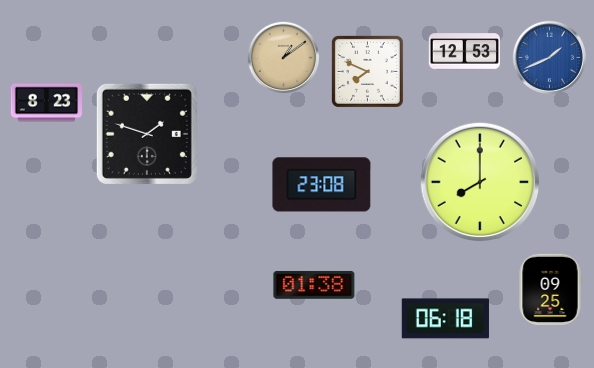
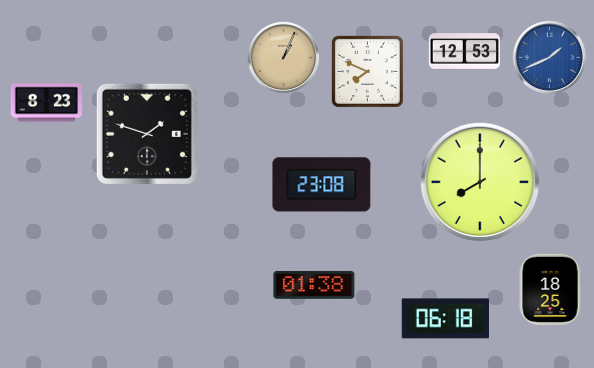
clock at (284, 58): 1:09 -> 1:04
clock at (550, 289): 09:25 -> 18:25
